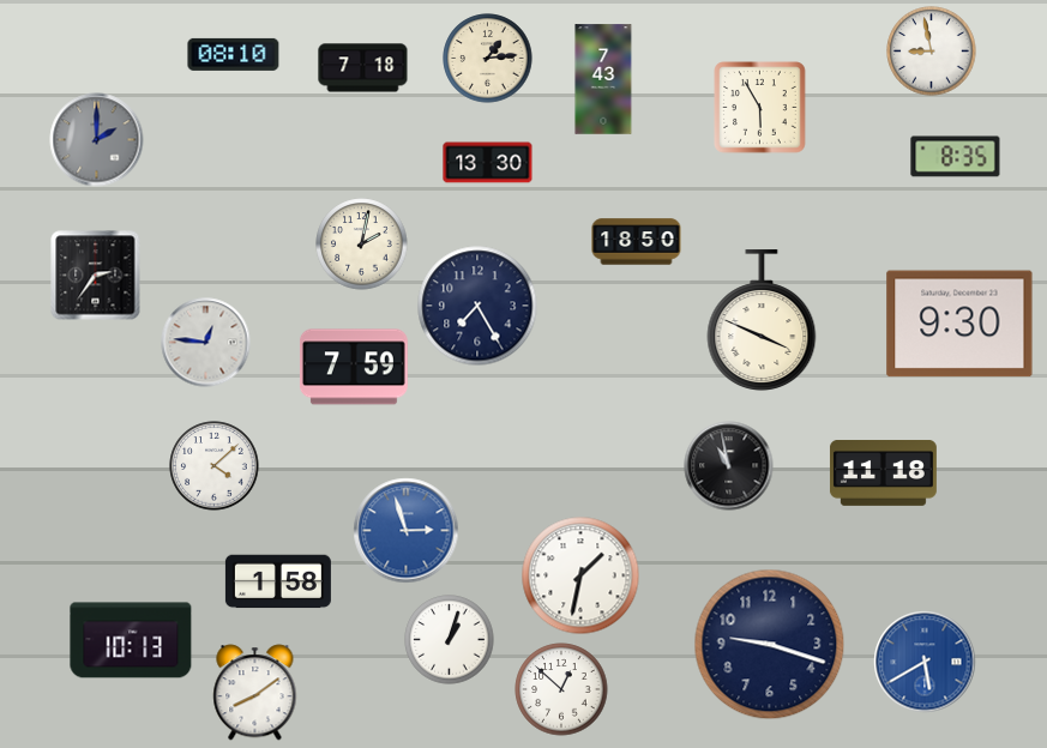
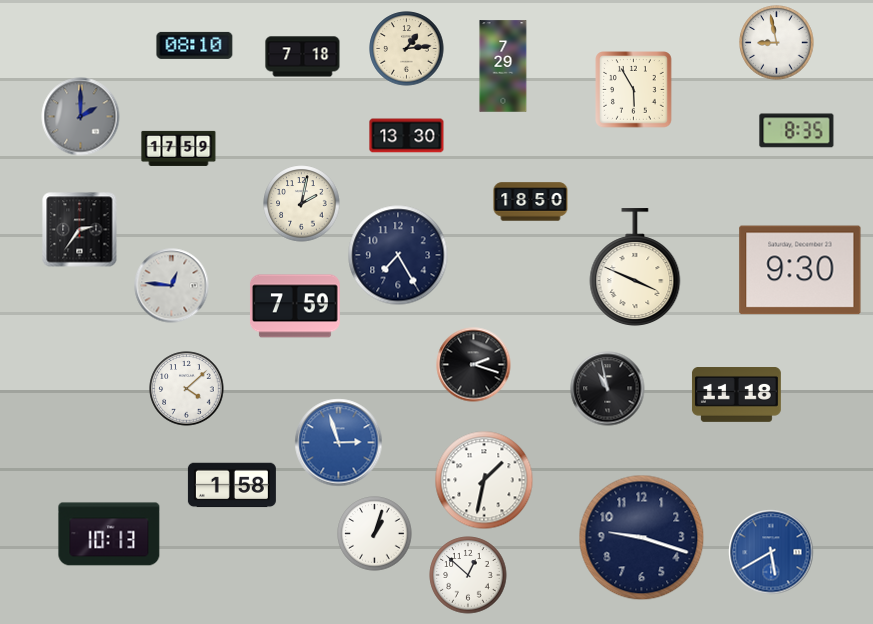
clock at (603, 79): 7:43 -> 7:29
clock at (179, 148): none -> 17:59
clock at (474, 365): none -> 2:18
clock at (215, 466) position: (215, 466) -> (187, 389)
clock at (255, 693): 8:09 -> none
